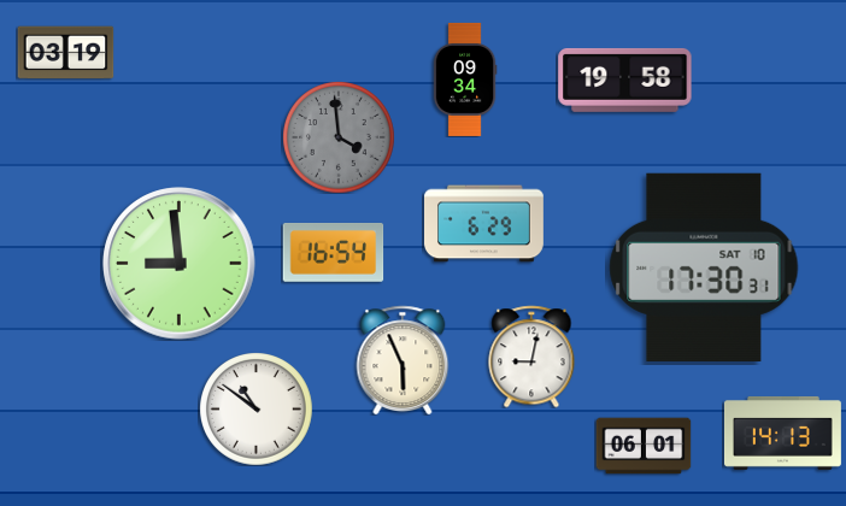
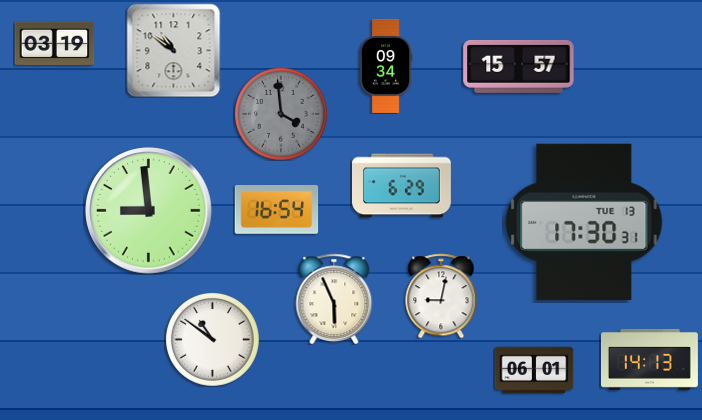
clock at (173, 50): none -> 10:51
clock at (625, 80): 19:58 -> 15:57
clock at (180, 264) position: (180, 264) -> (149, 211)
clock at (704, 267) date: SAT 10 -> TUE 13
